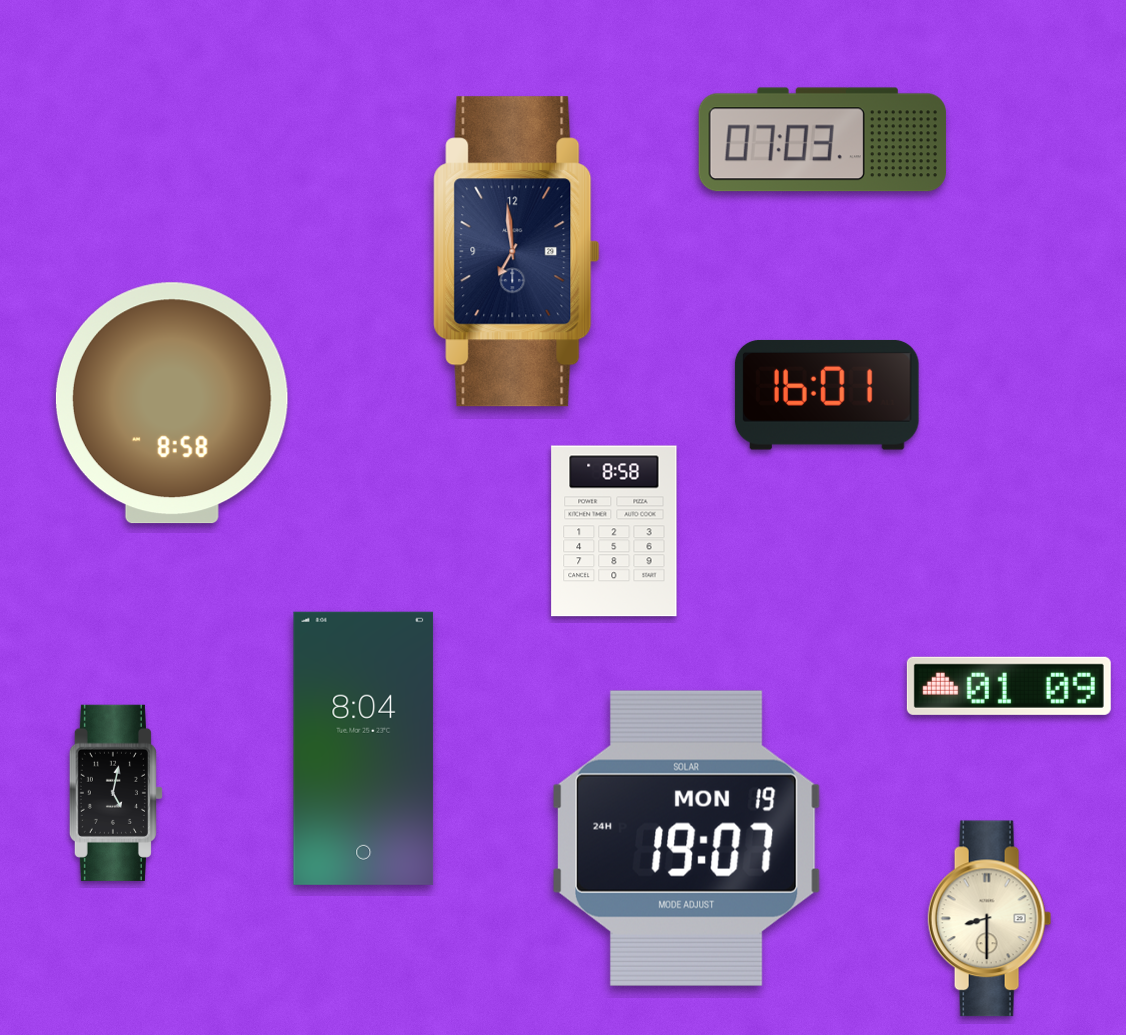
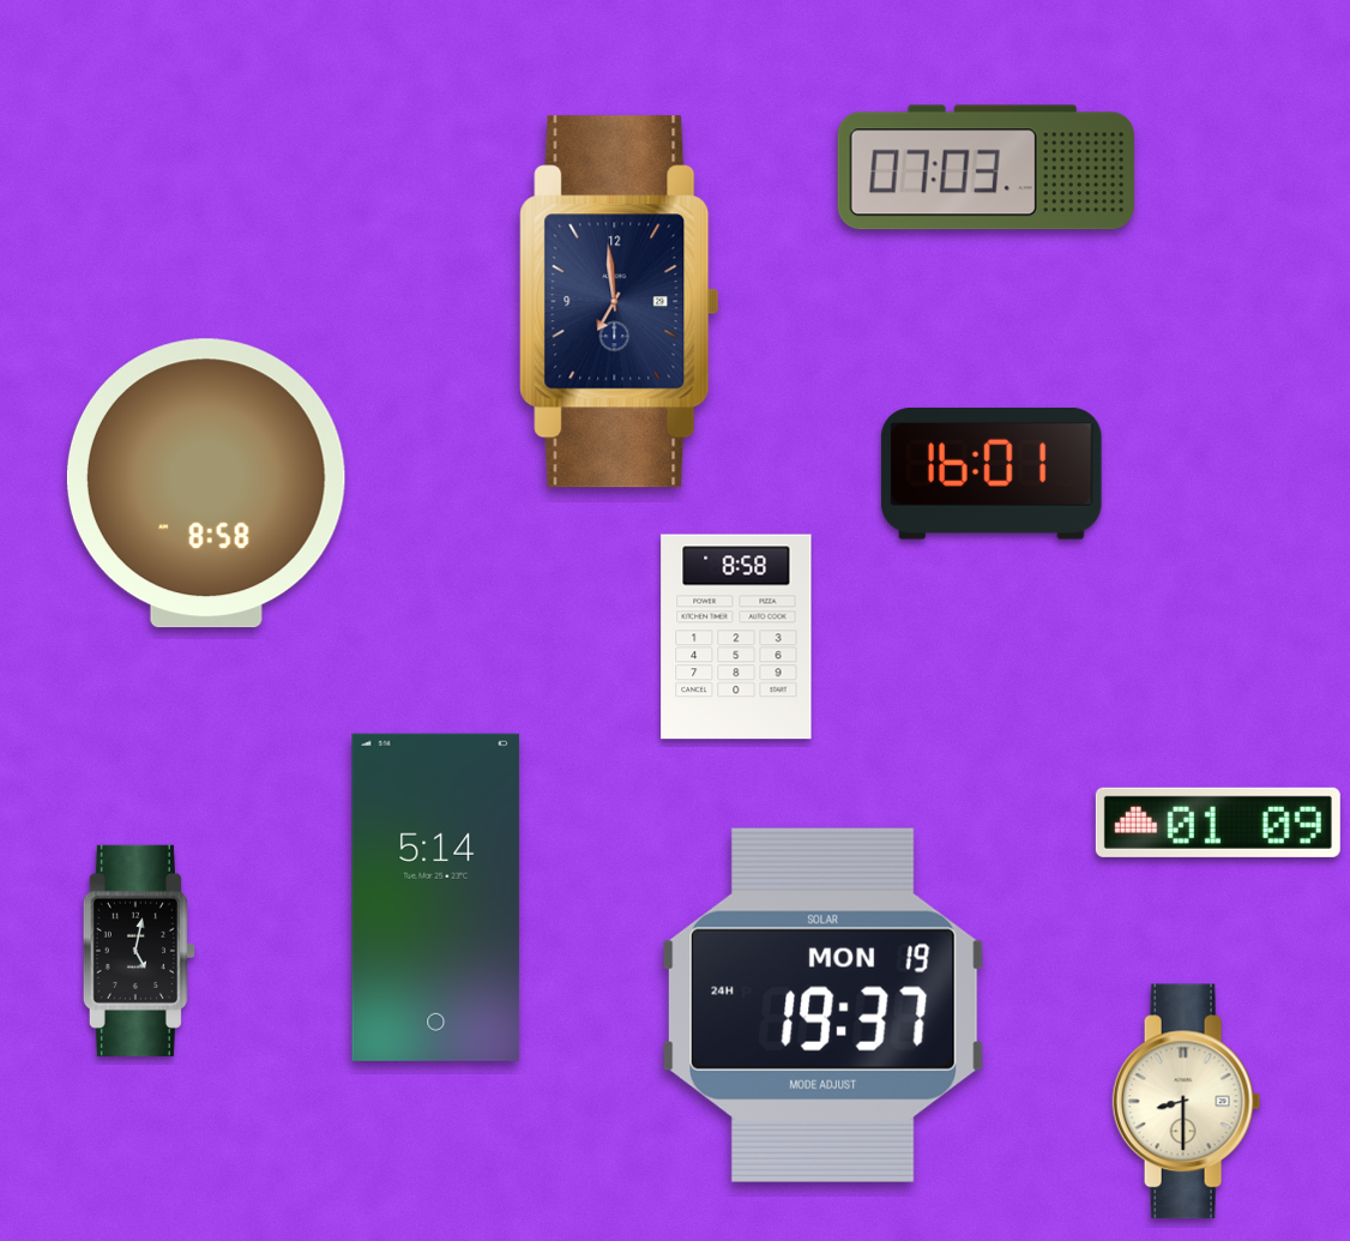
clock at (1009, 686) position: (1009, 686) -> (1218, 823)
clock at (364, 748): 8:04 -> 5:14
clock at (686, 838): 19:07 -> 19:37
